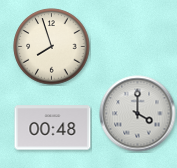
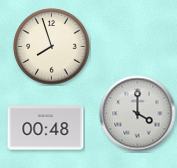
clock at (53, 128) position: (53, 128) -> (46, 128)
